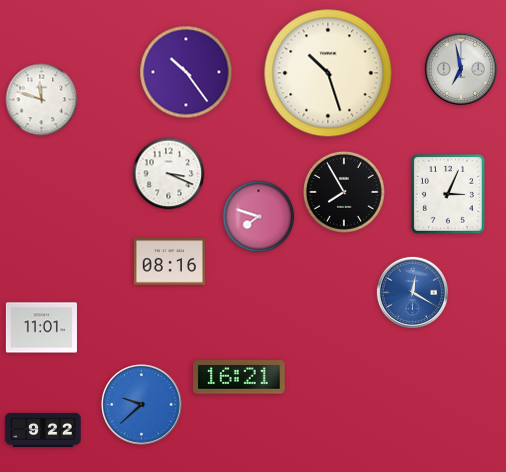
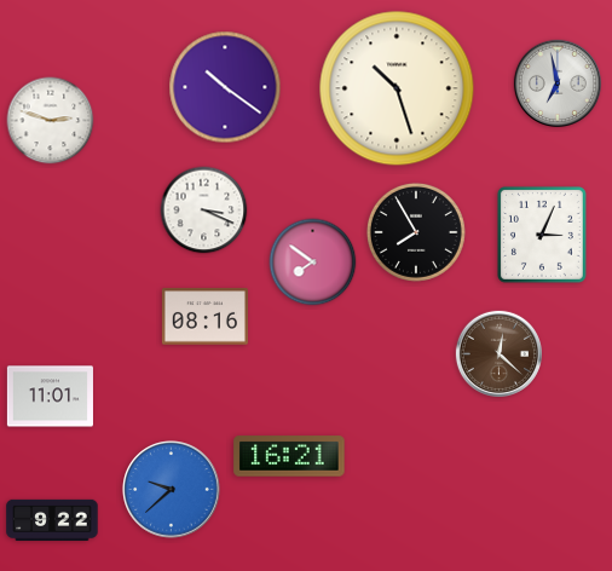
clock at (186, 72): 10:24 -> 10:21
clock at (42, 100): 11:48 -> 2:48
clock at (259, 217): 7:48 -> 7:51
clock at (412, 292): 12:20 -> 12:22
clock at (412, 292) dial: blue -> brown
